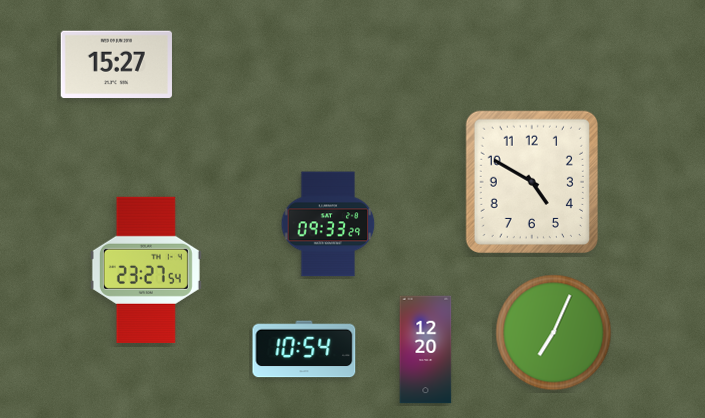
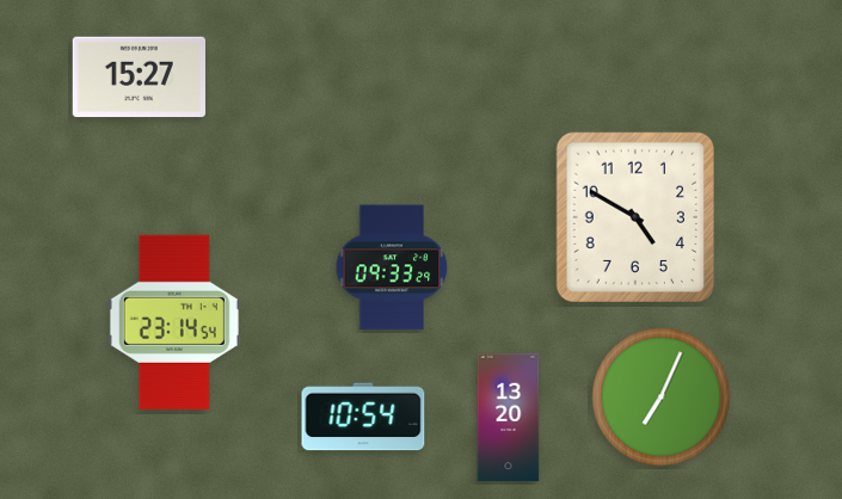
clock at (146, 270): 23:27 -> 23:14
clock at (426, 350): 12:20 -> 13:20
